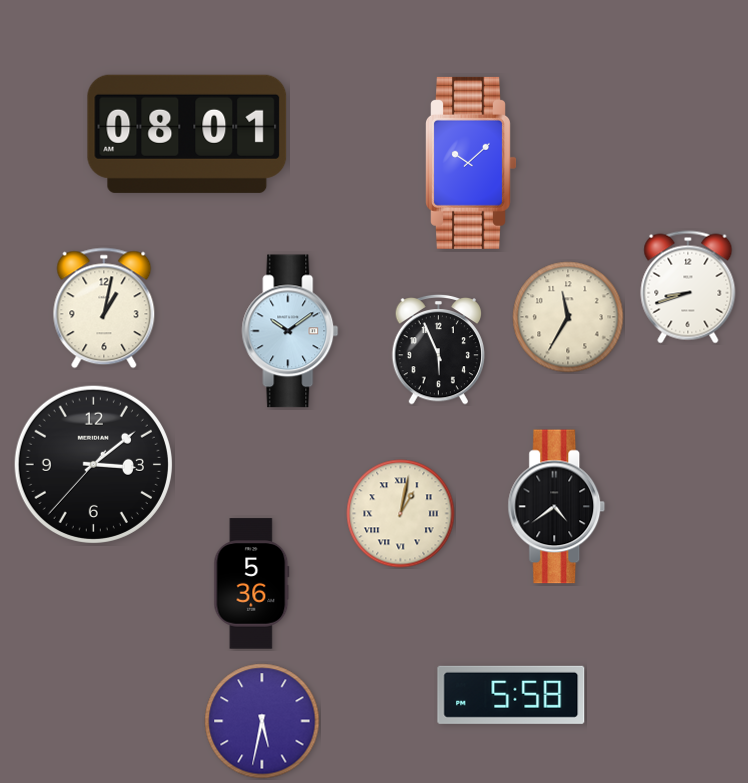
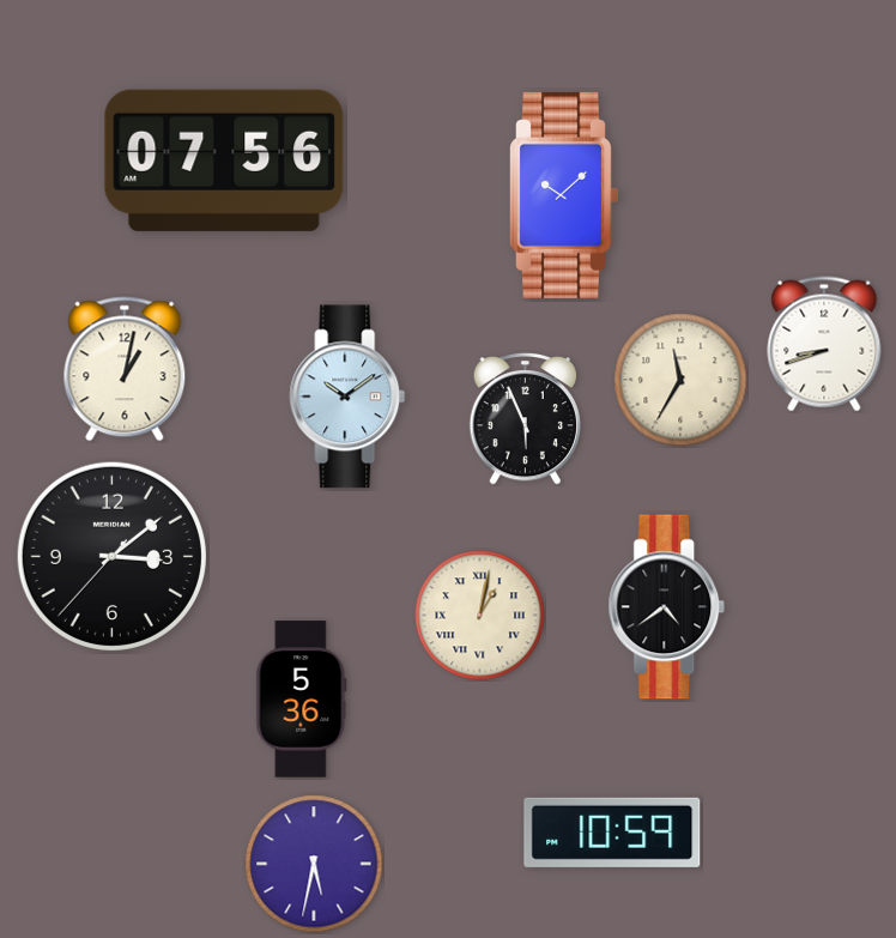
clock at (187, 134): 08:01 -> 07:56
clock at (511, 695): 5:58 -> 10:59
